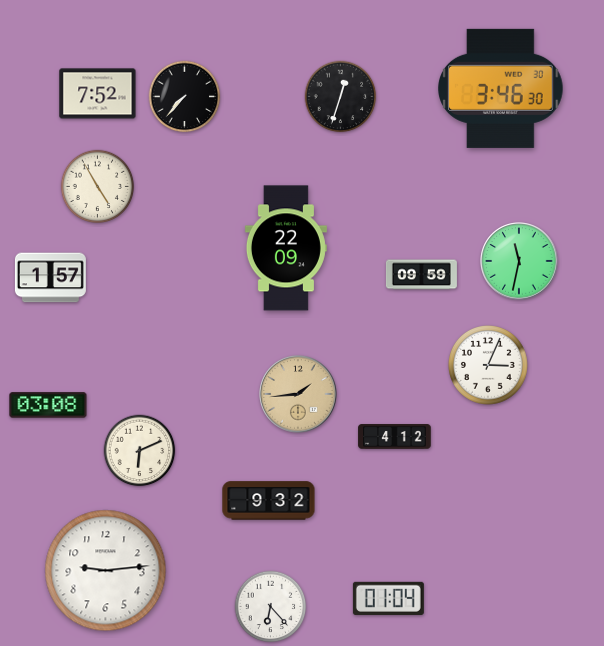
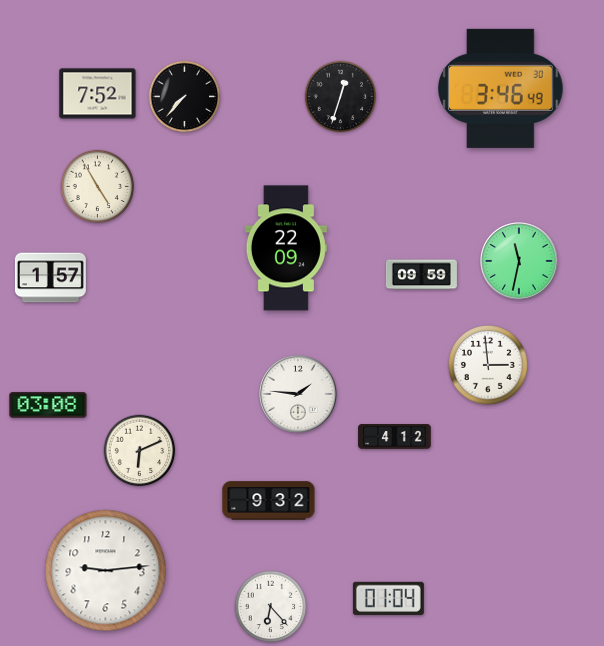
clock at (501, 88): 3:46:30 -> 3:46:49
clock at (489, 366): 3:04 -> 2:59
clock at (298, 394): 1:44 -> 1:46
clock at (298, 394) dial: champagne -> white
